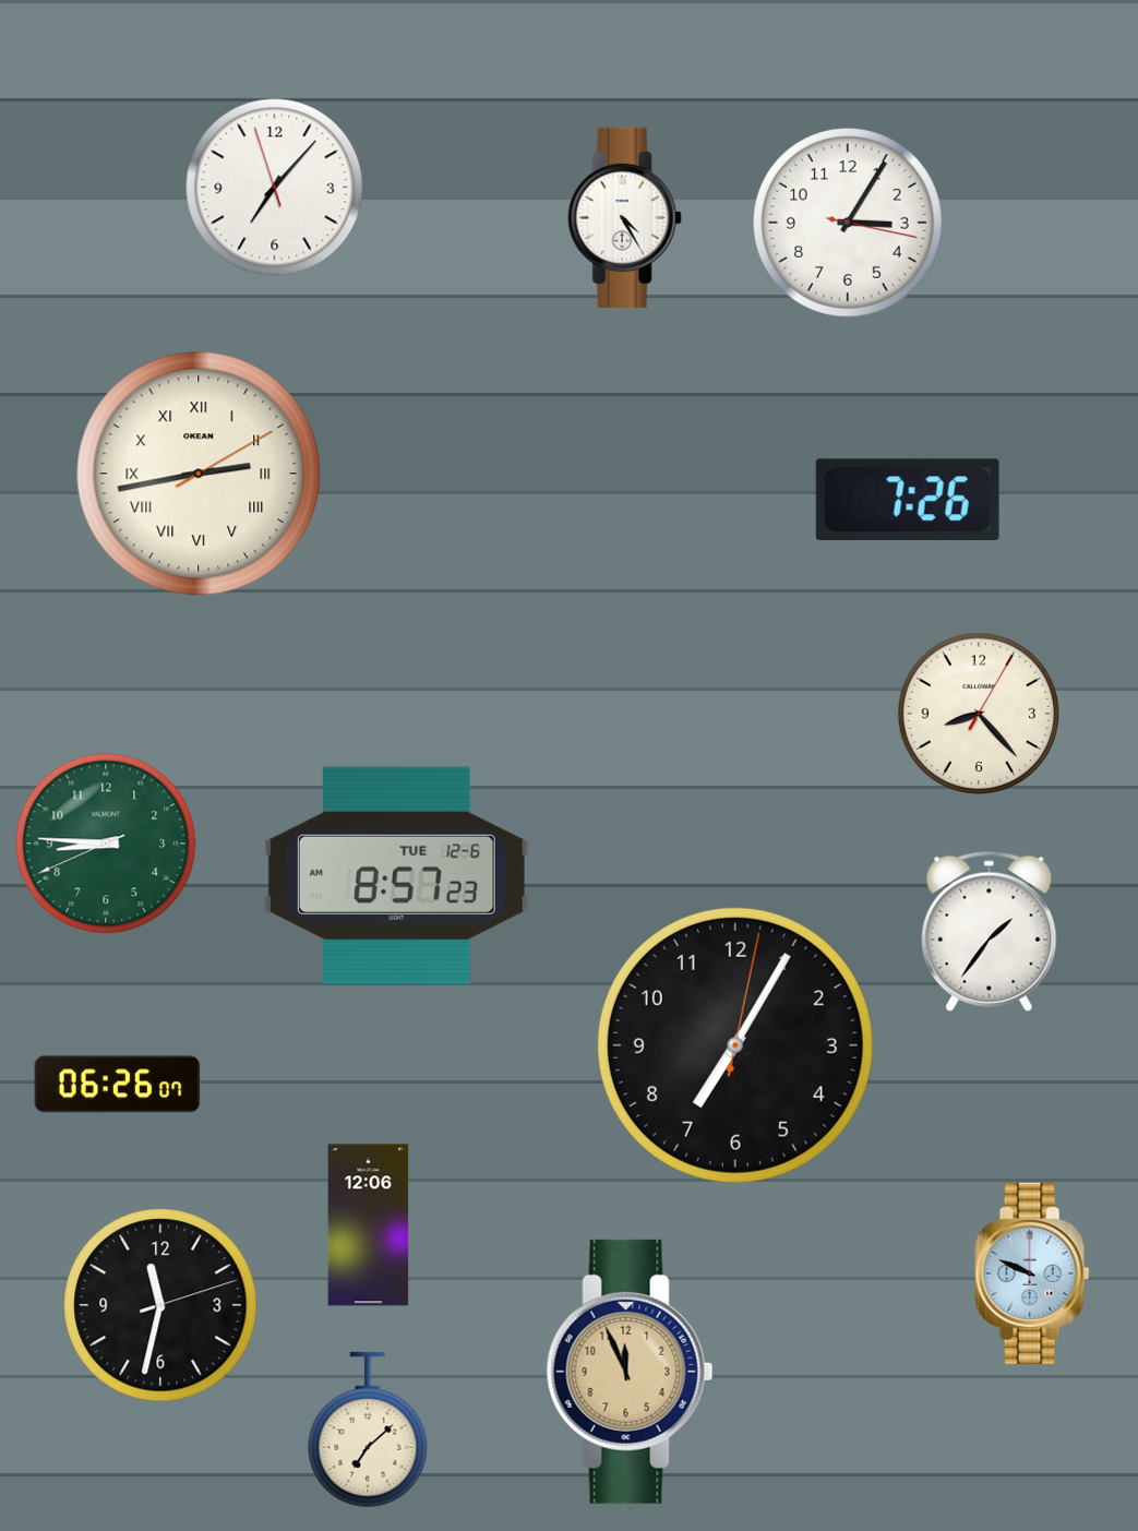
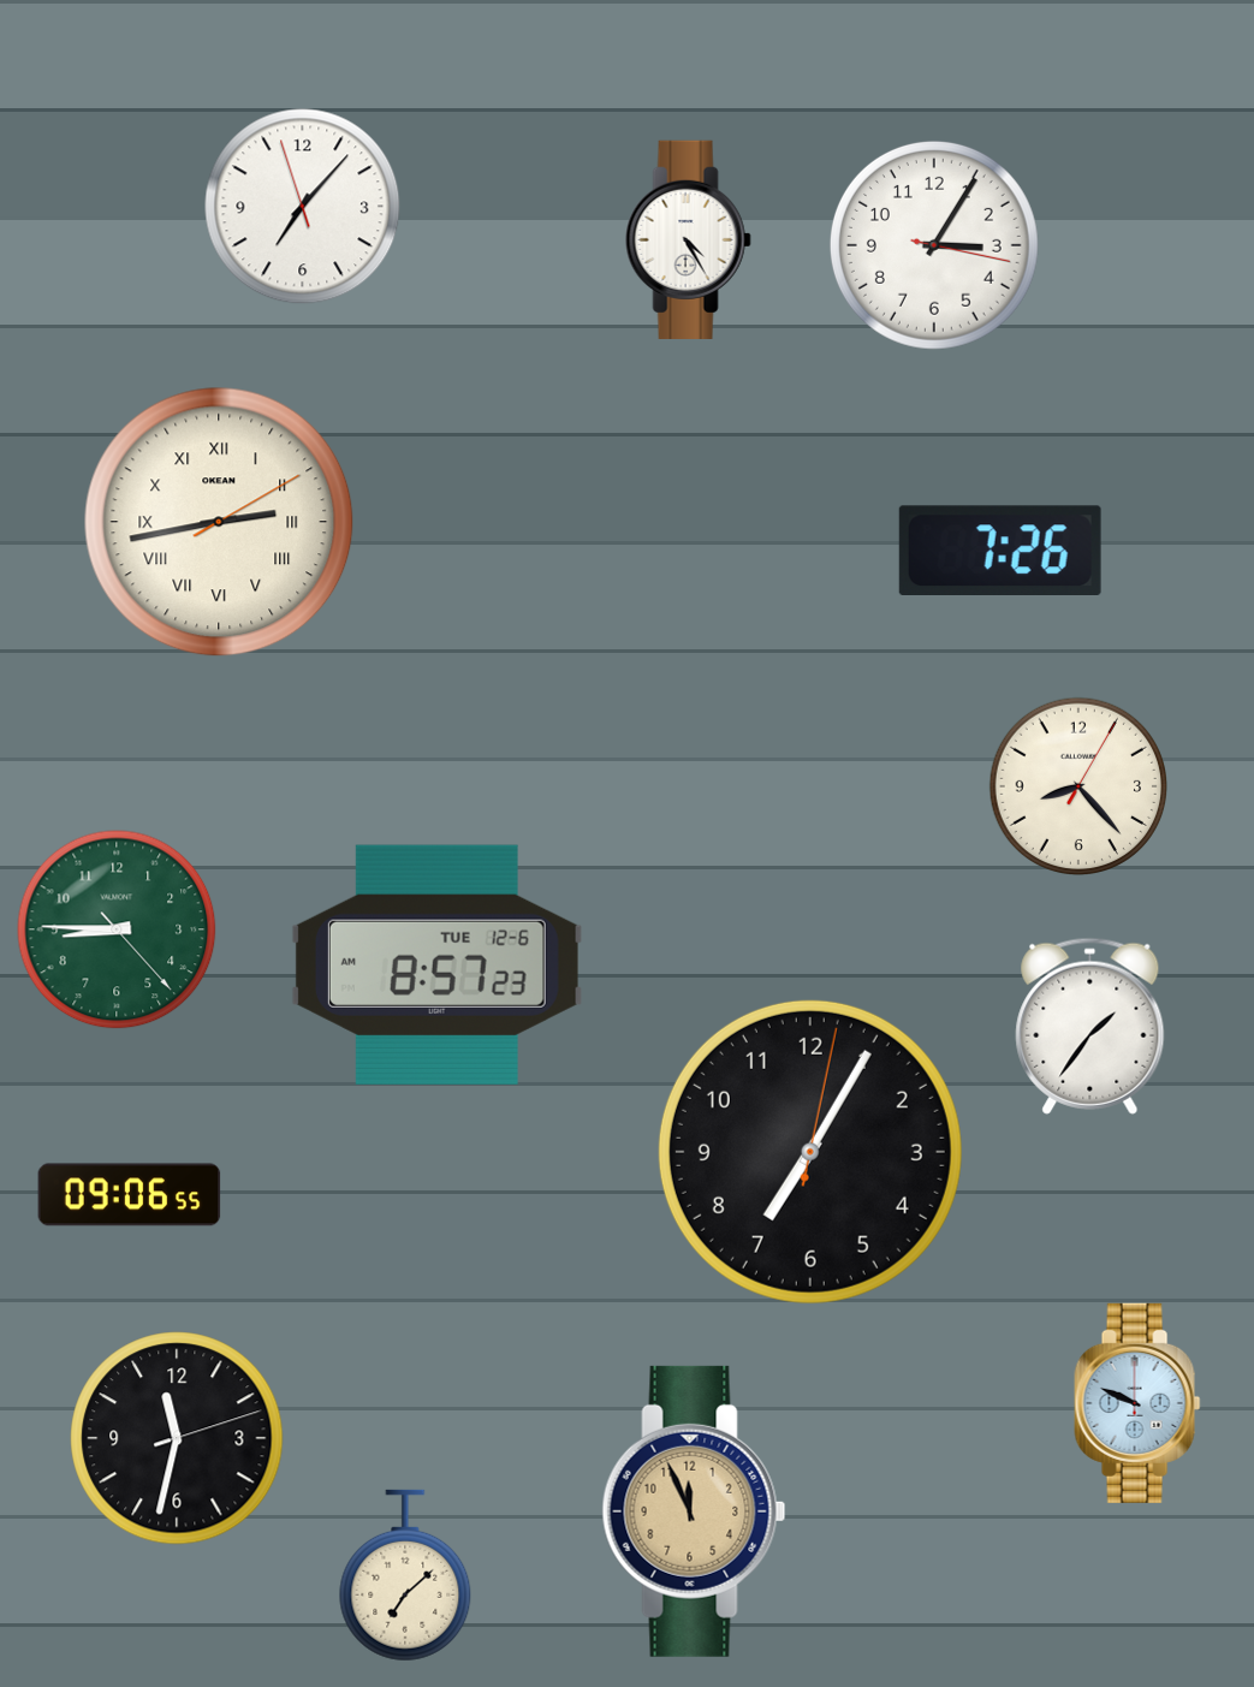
clock at (106, 844): 8:45:41 -> 8:45:23
clock at (118, 1085): 06:26 -> 09:06
clock at (369, 1225): 12:06 -> none
